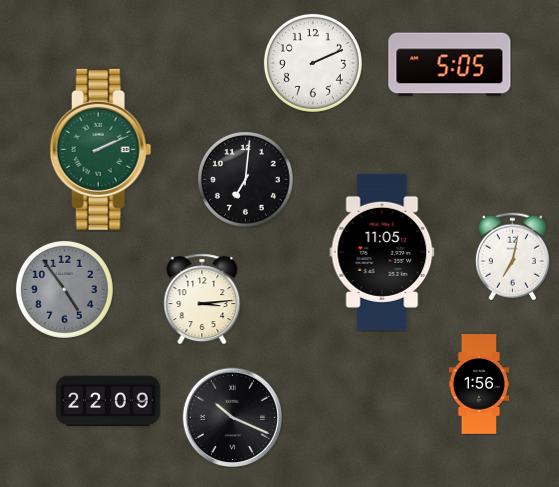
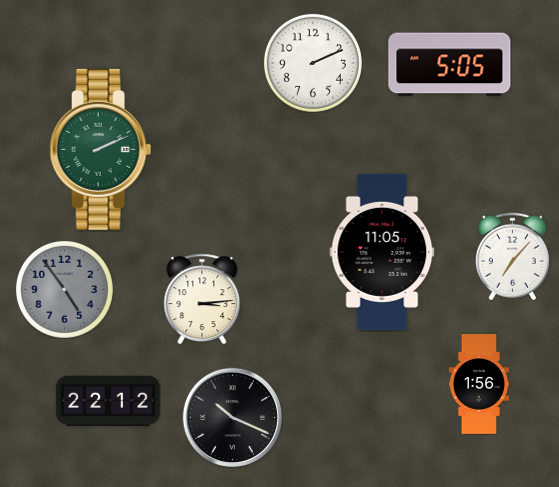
clock at (245, 179): 7:01 -> none
clock at (512, 256): 7:02 -> 7:07
clock at (108, 401): 22:09 -> 22:12
